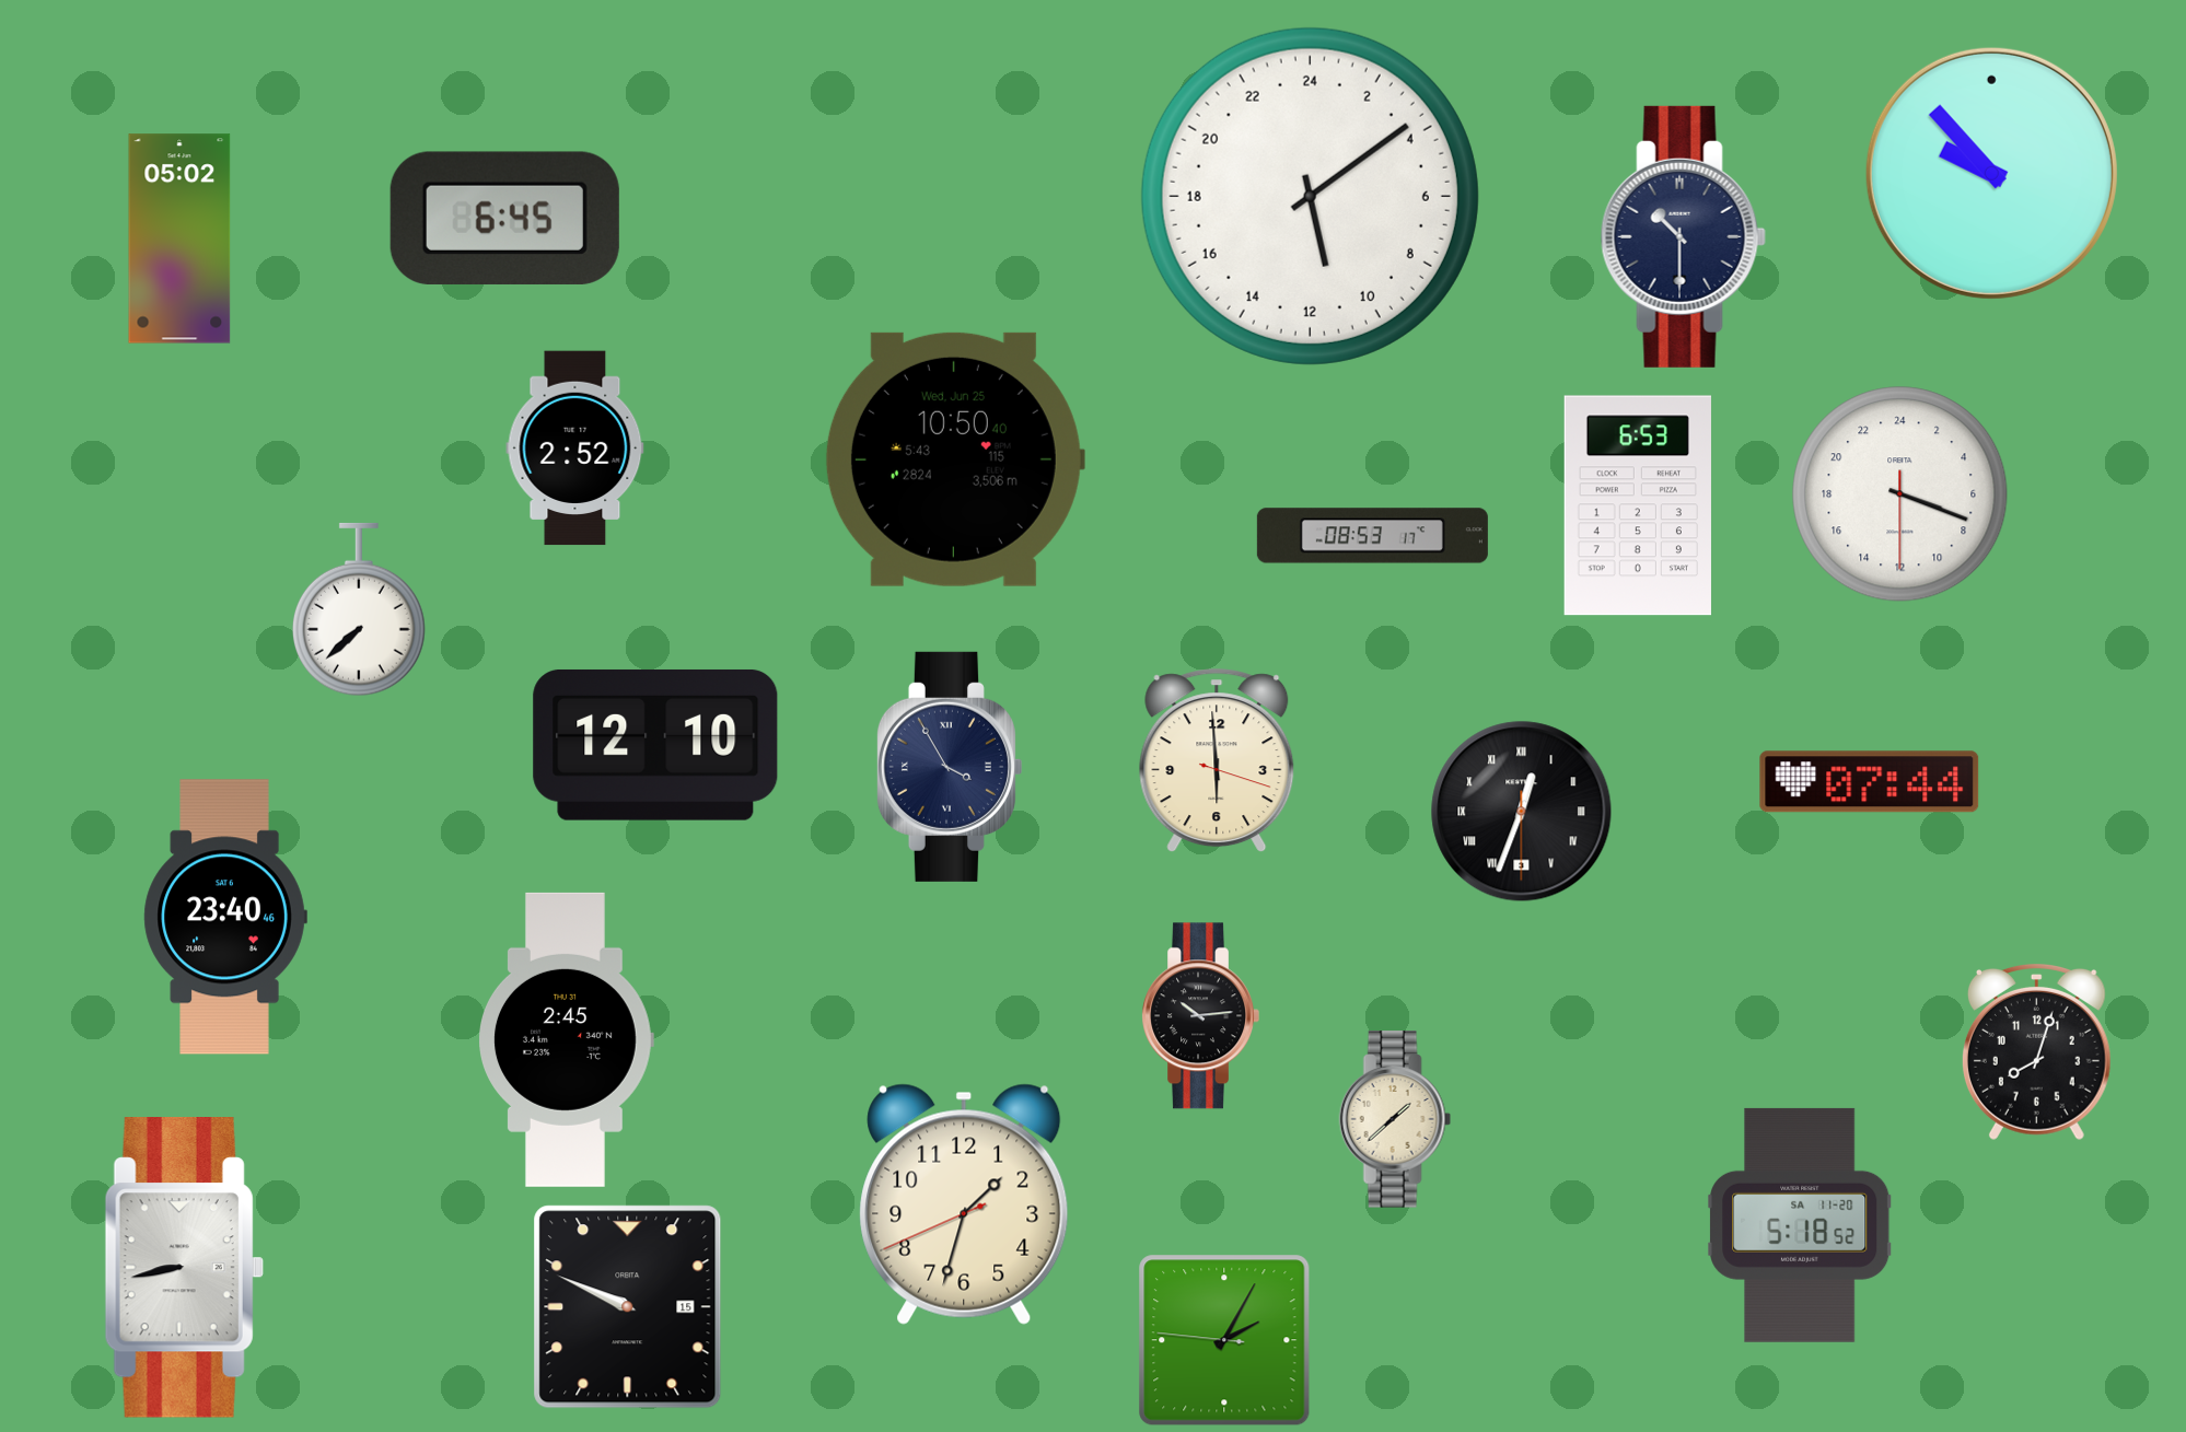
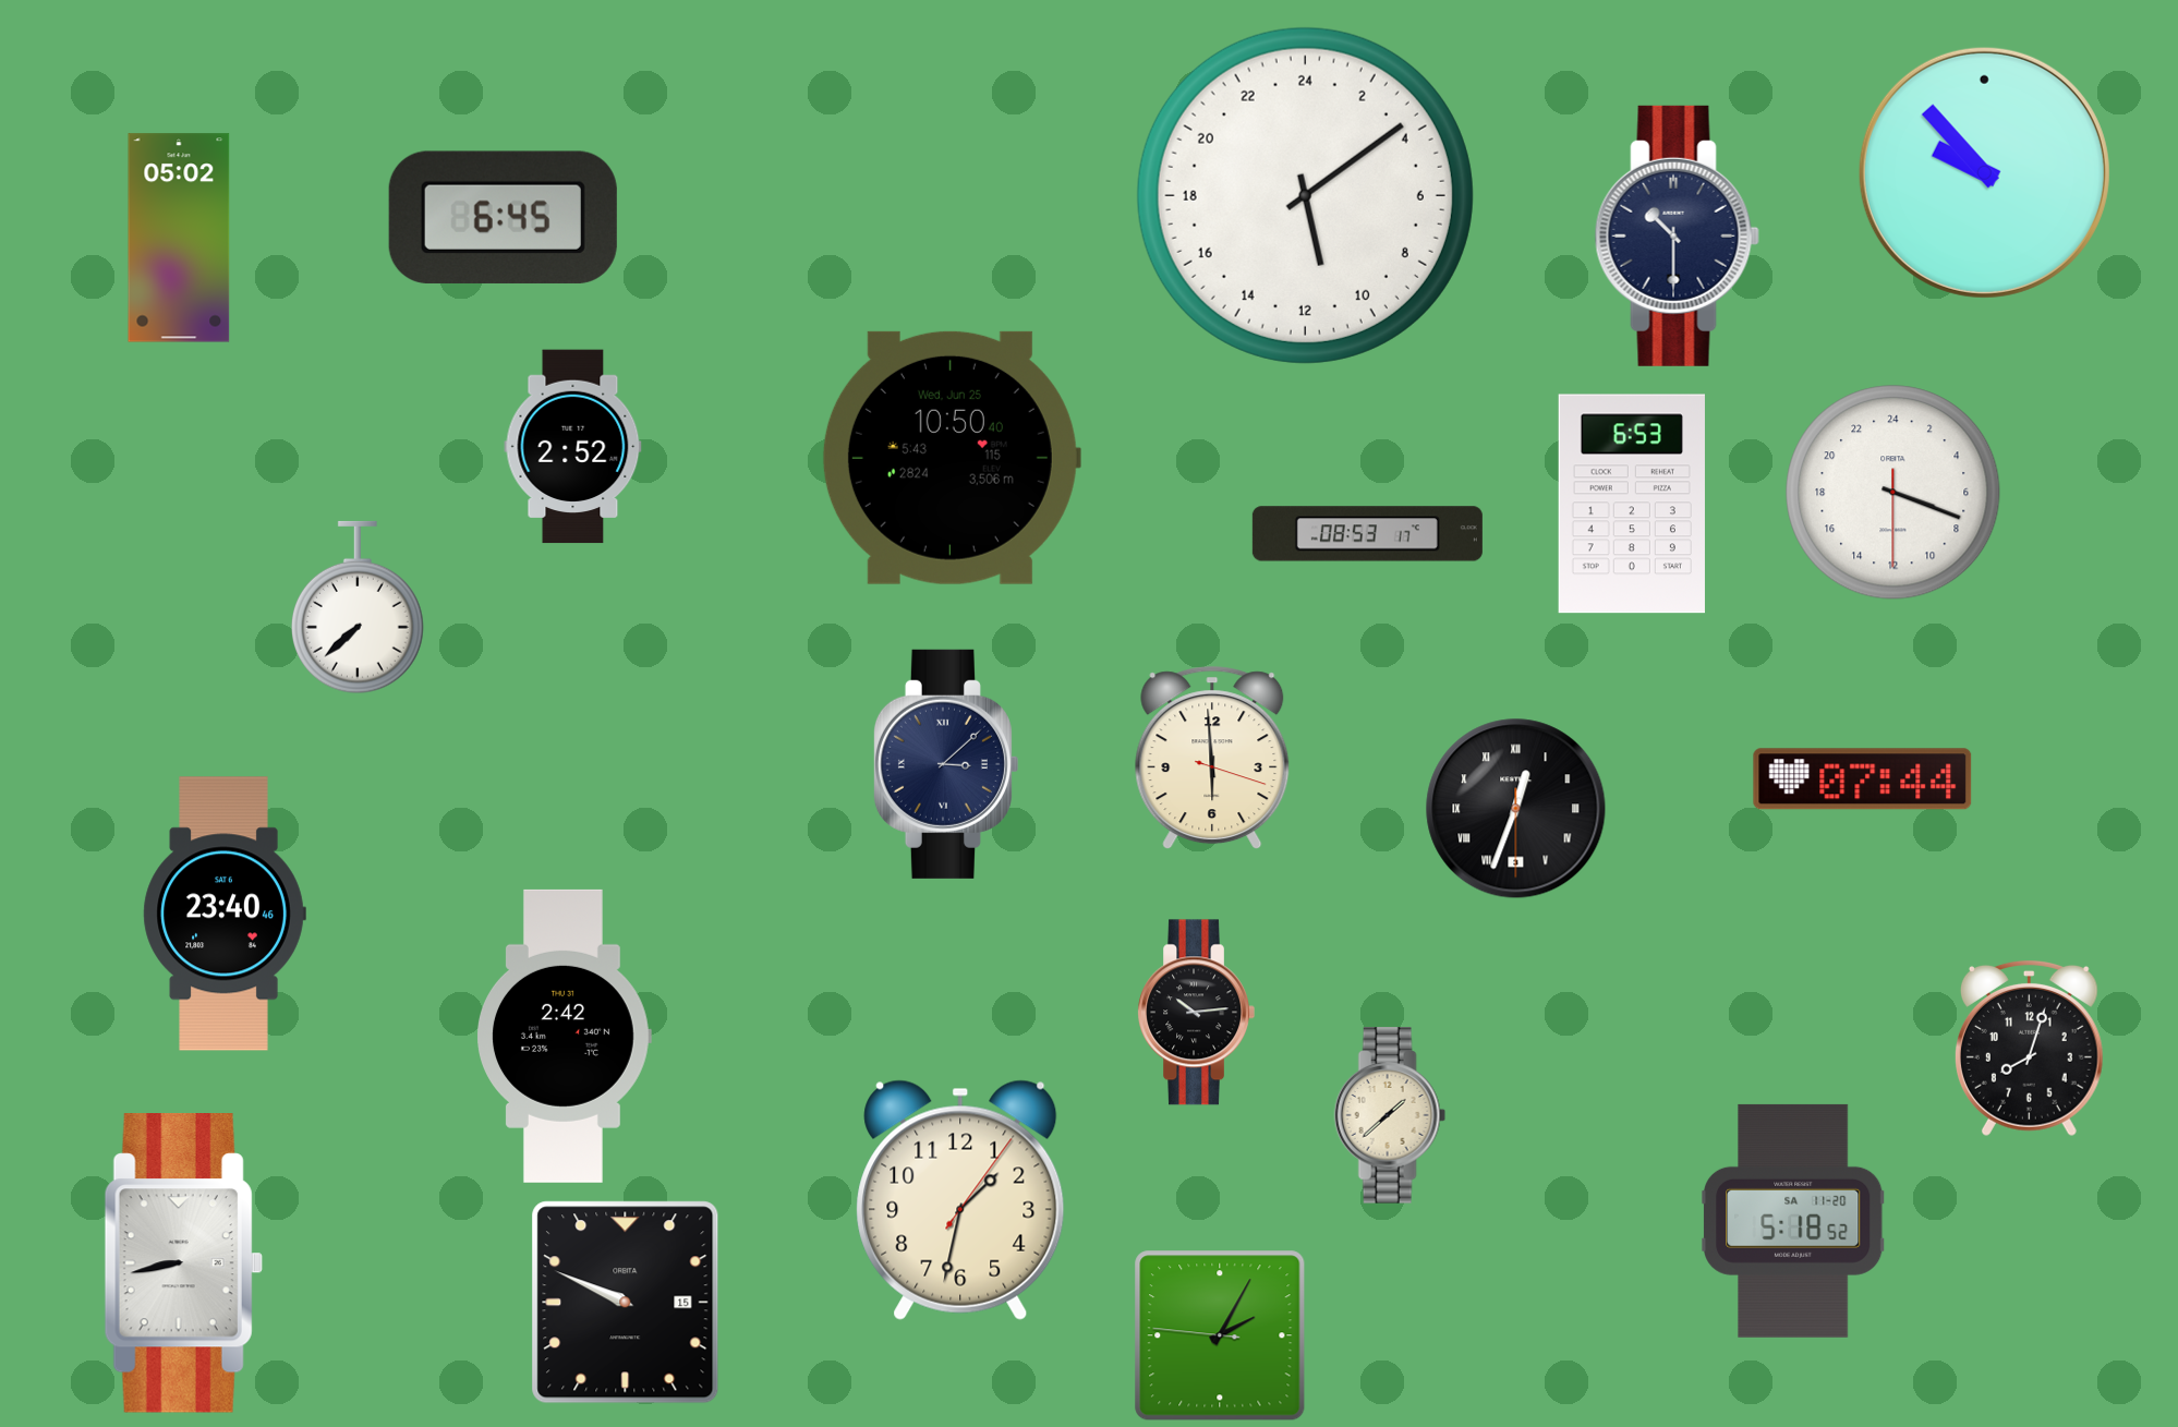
clock at (655, 745): 12:10 -> none
clock at (949, 767): 3:55 -> 3:08
clock at (566, 1039): 2:45 -> 2:42
clock at (964, 1204): 1:32:41 -> 1:32:06
